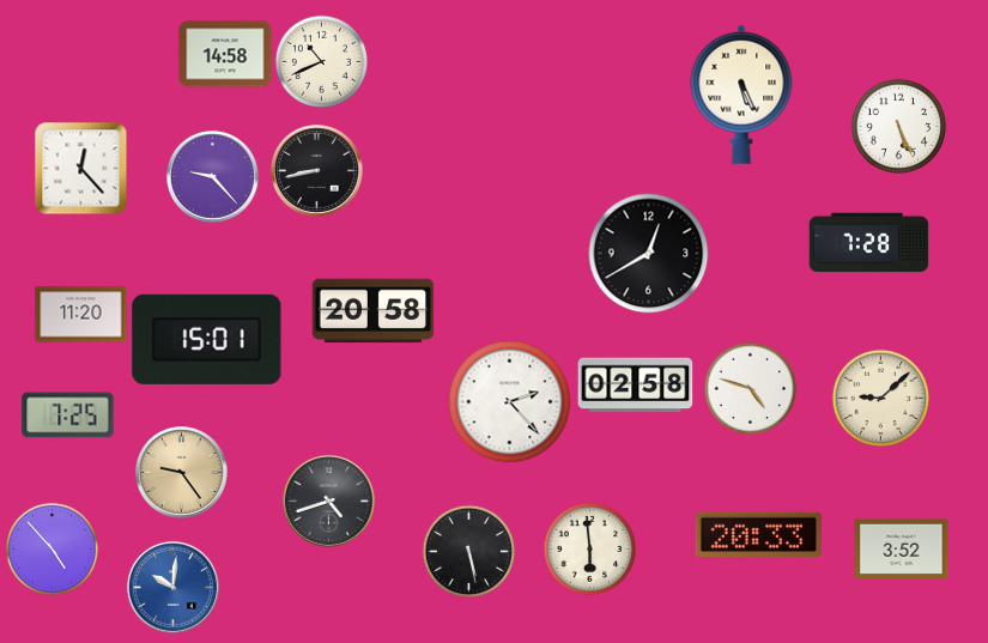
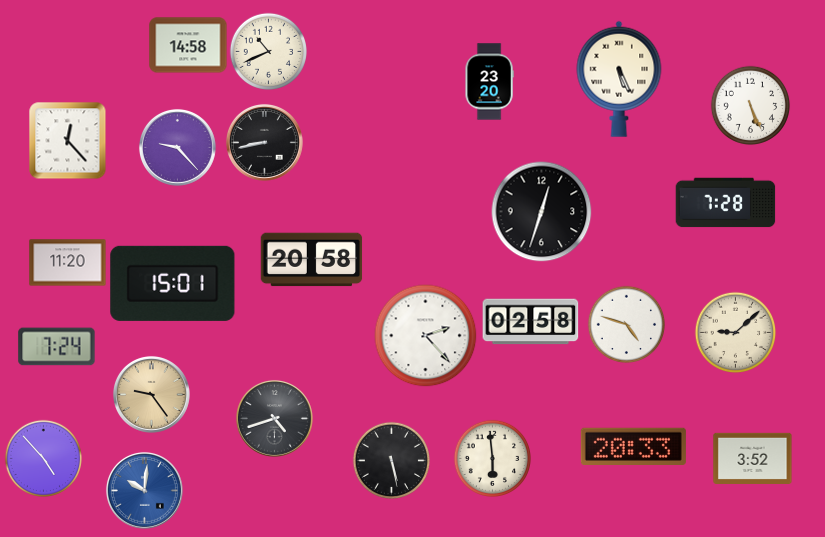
clock at (489, 82): none -> 23:20
clock at (649, 254): 12:40 -> 12:33
clock at (68, 415): 7:25 -> 7:24
